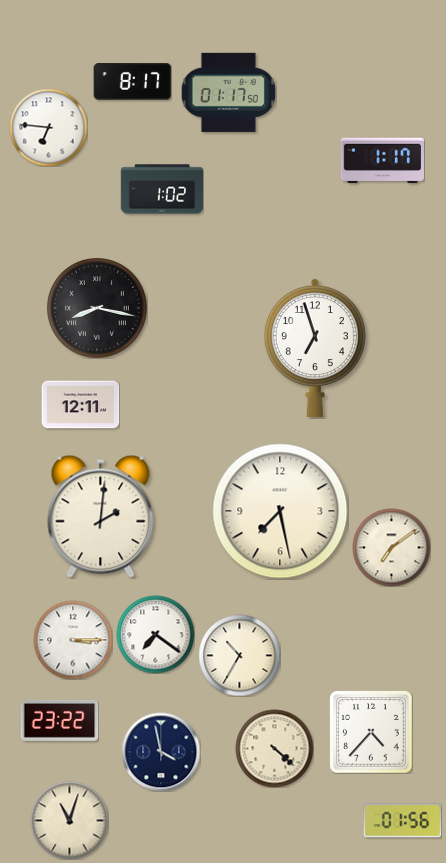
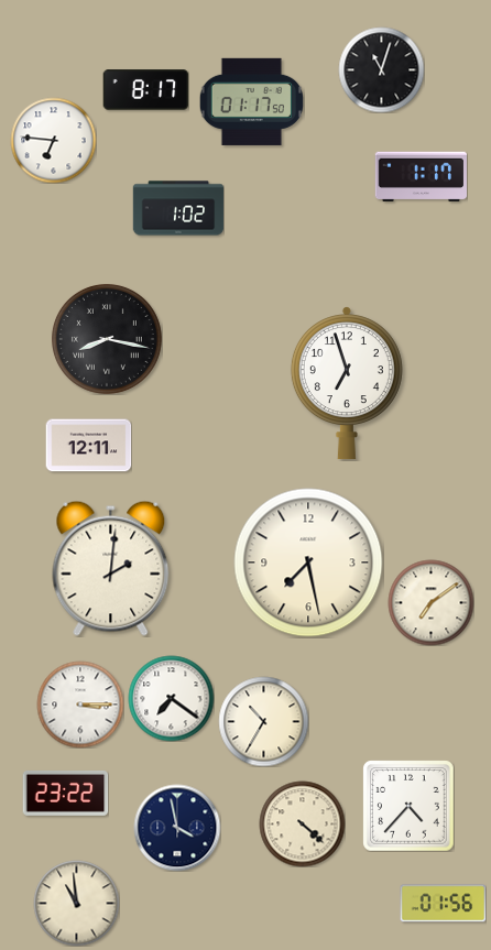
clock at (381, 69): none -> 11:03
clock at (69, 820): 11:03 -> 10:59
